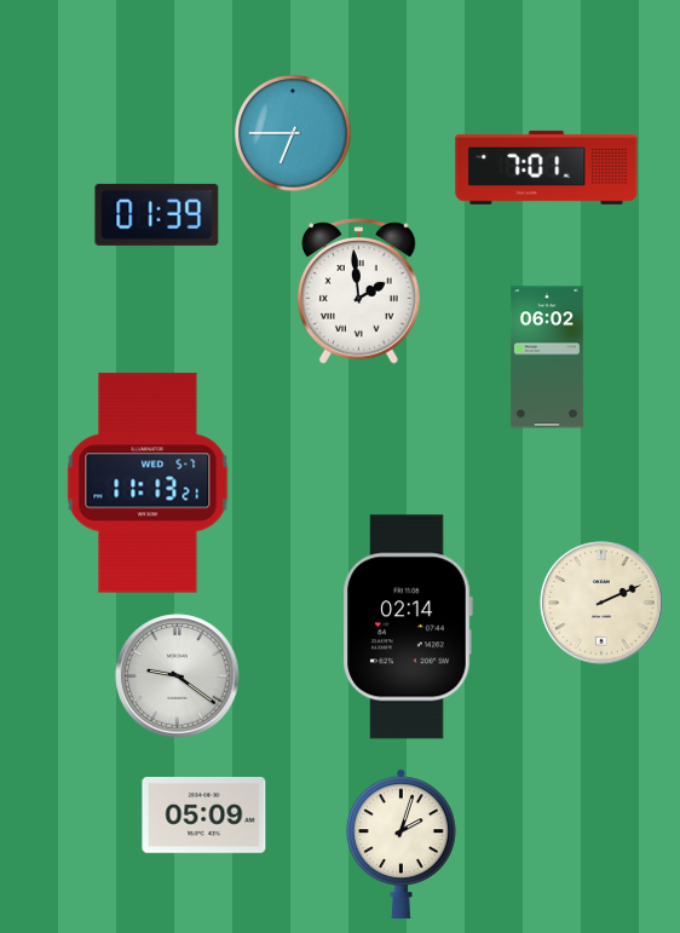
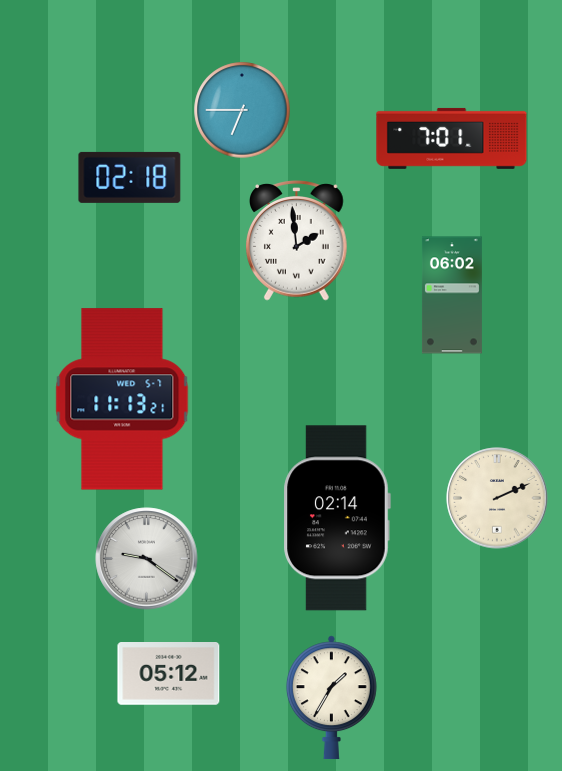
clock at (157, 214): 01:39 -> 02:18
clock at (204, 816): 05:09 -> 05:12
clock at (400, 845): 2:03 -> 1:35
